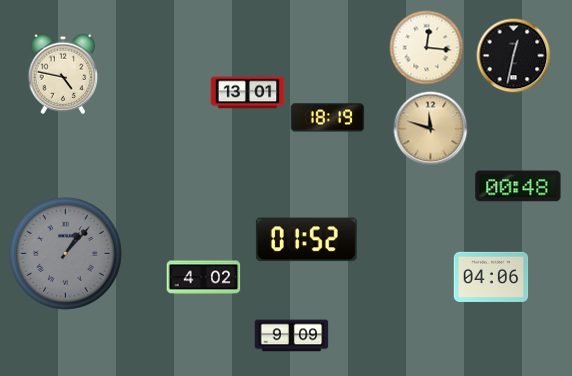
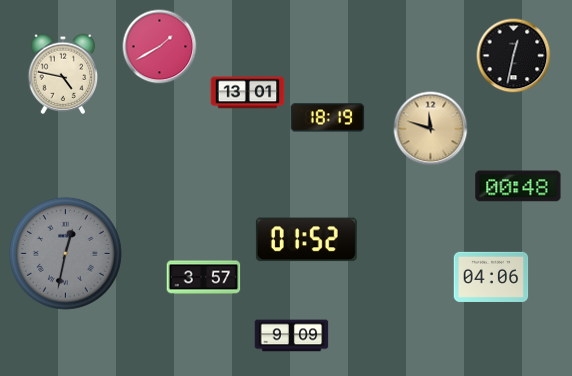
clock at (160, 47): none -> 1:40
clock at (427, 48): 12:16 -> none
clock at (65, 253): 1:07 -> 12:32
clock at (204, 278): 4:02 -> 3:57
